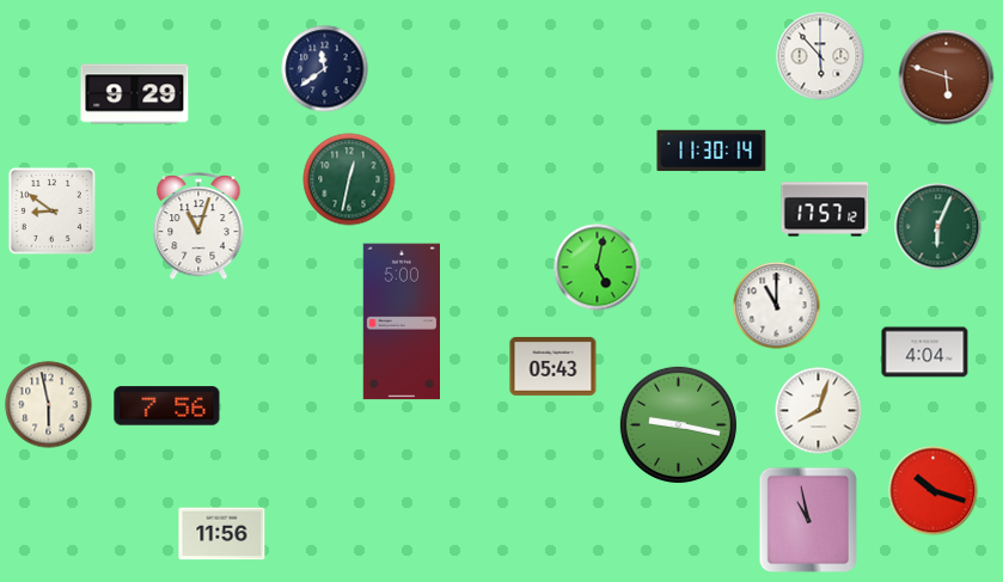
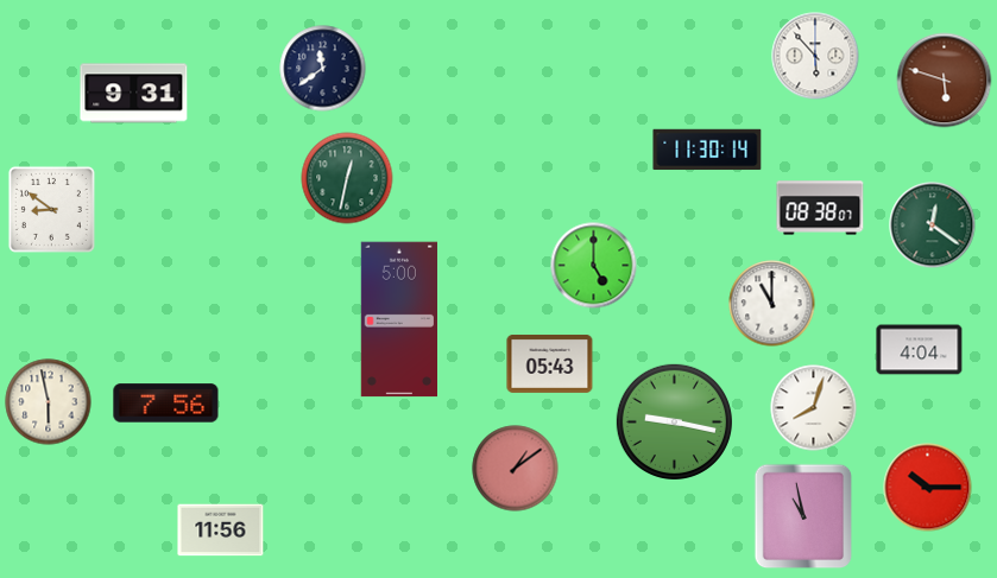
clock at (947, 78) position: (947, 78) -> (945, 81)
clock at (135, 94): 9:29 -> 9:31
clock at (825, 209): 17:57 -> 08:38
clock at (198, 227): 11:03 -> none
clock at (938, 227): 6:04 -> 12:21
clock at (598, 268): 5:02 -> 5:00
clock at (516, 469): none -> 1:09
clock at (934, 491): 10:18 -> 10:15
